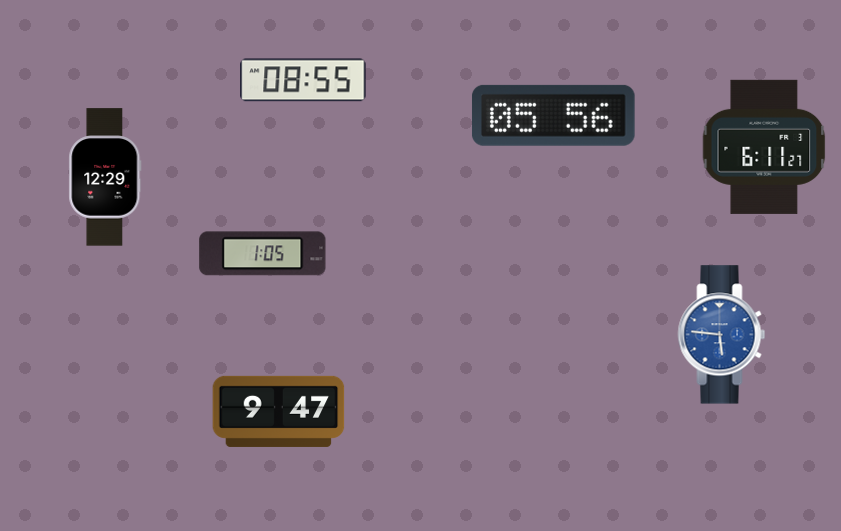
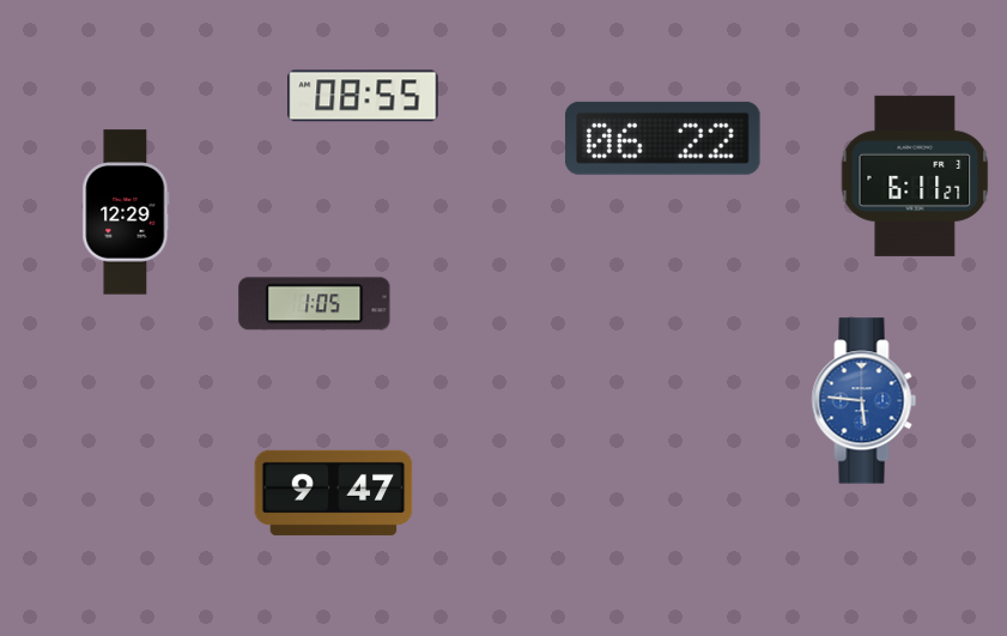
clock at (553, 115): 05:56 -> 06:22
